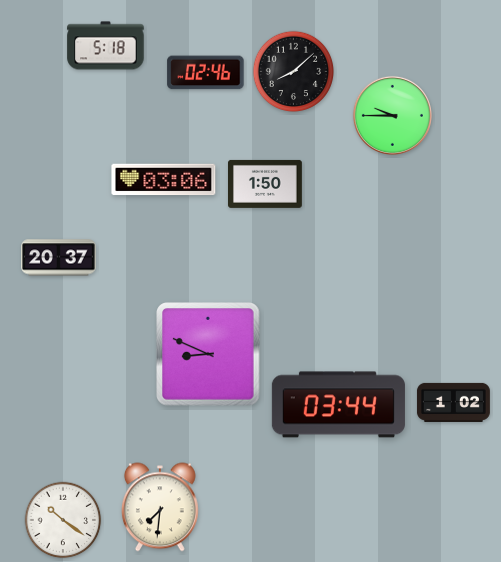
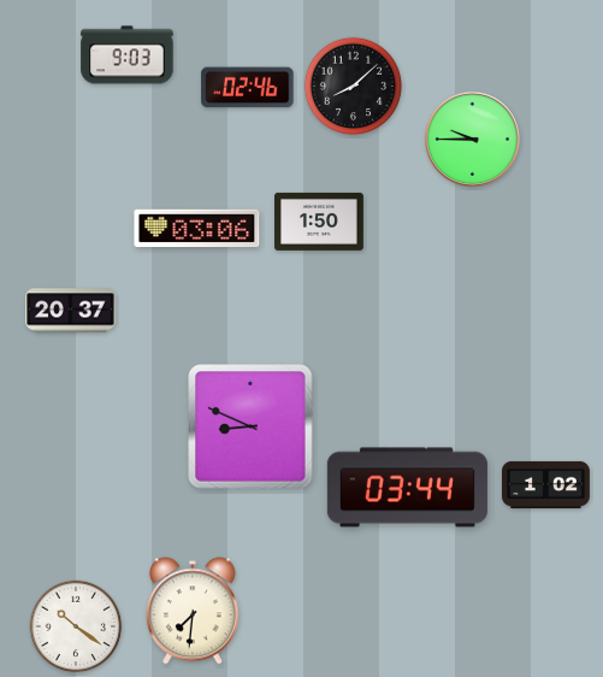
clock at (106, 46): 5:18 -> 9:03
clock at (164, 180) position: (164, 180) -> (197, 229)
